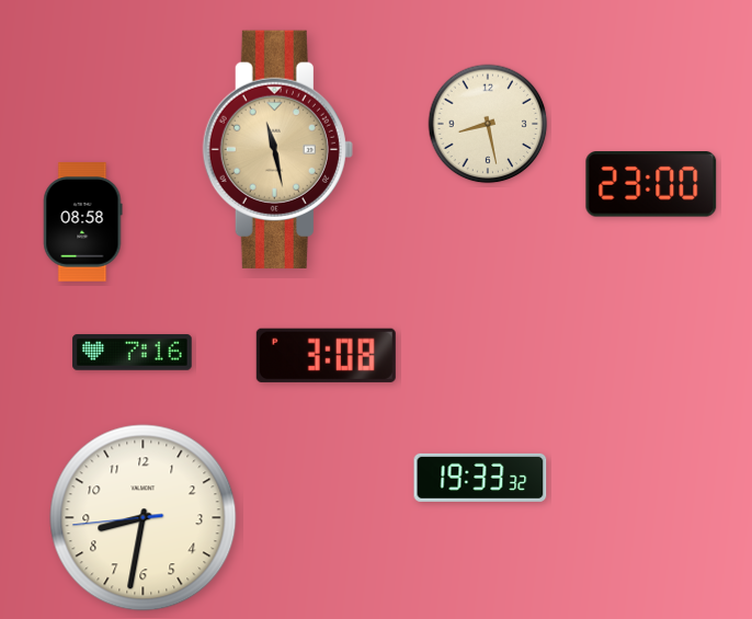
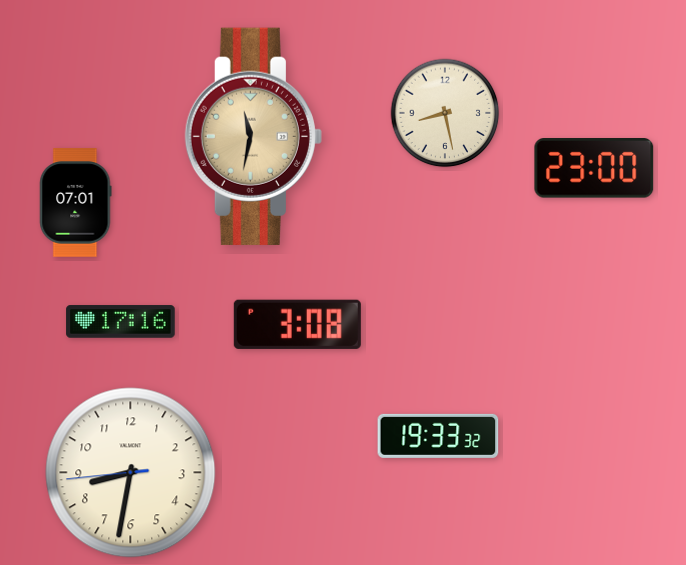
clock at (277, 149): 11:28 -> 11:32
clock at (83, 222): 08:58 -> 07:01
clock at (133, 353): 7:16 -> 17:16
